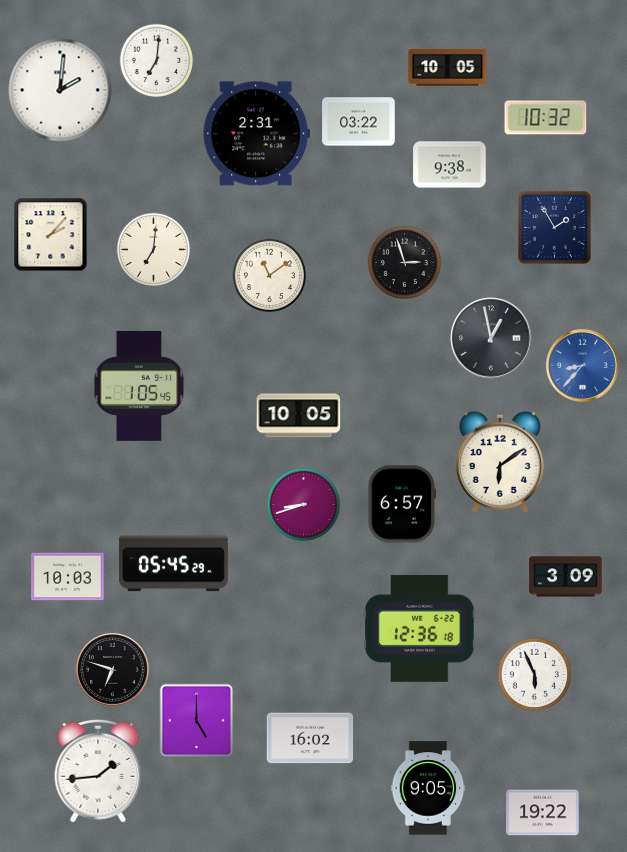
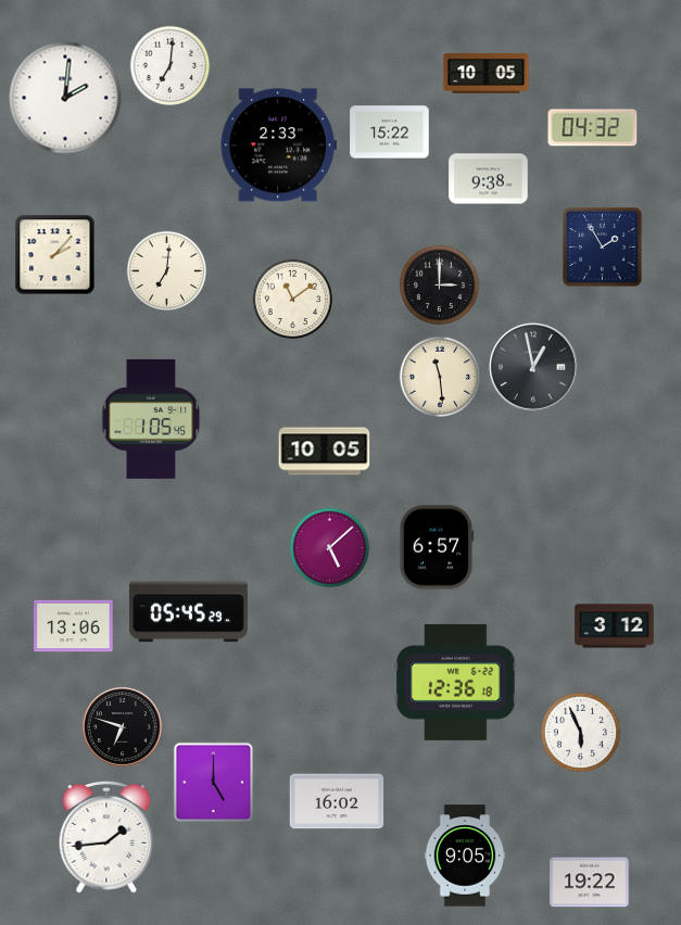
clock at (546, 118): 10:32 -> 04:32
clock at (359, 122): 03:22 -> 15:22
clock at (256, 134): 2:31 -> 2:33
clock at (404, 262): 2:57 -> 3:00
clock at (439, 376): none -> 11:29
clock at (583, 366): 8:37 -> none
clock at (500, 462): 6:09 -> none
clock at (303, 504): 8:42 -> 5:08
clock at (68, 577): 10:03 -> 13:06
clock at (566, 577): 3:09 -> 3:12
